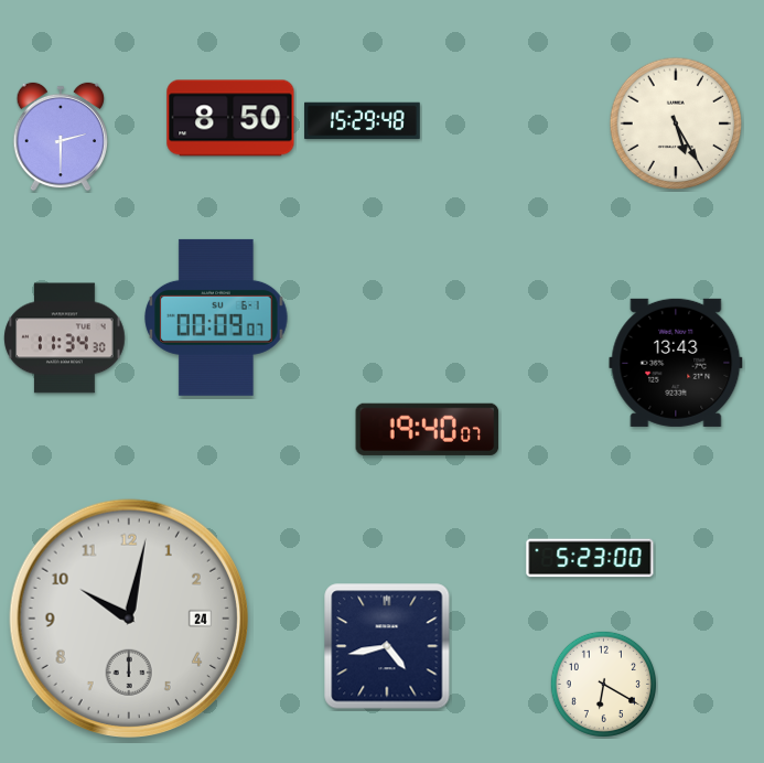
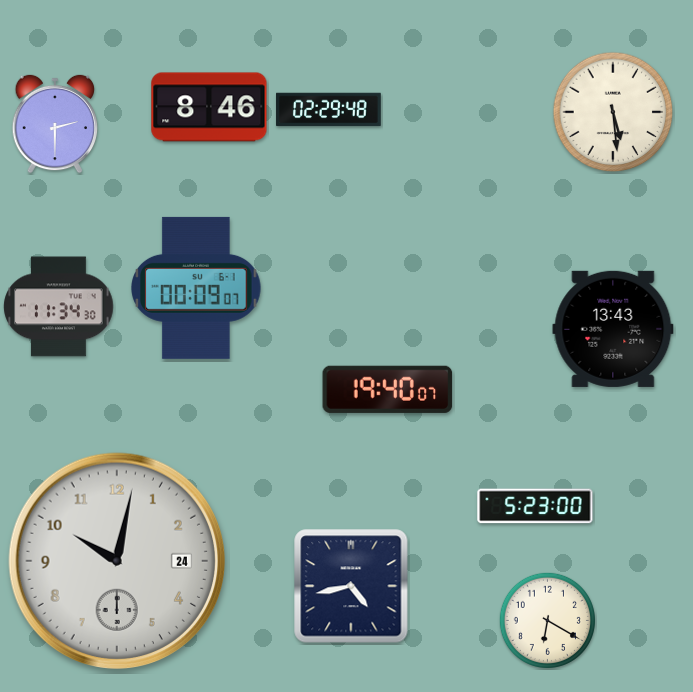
clock at (230, 118): 8:50 -> 8:46
clock at (363, 121): 15:29 -> 02:29
clock at (676, 123): 5:25 -> 5:29
